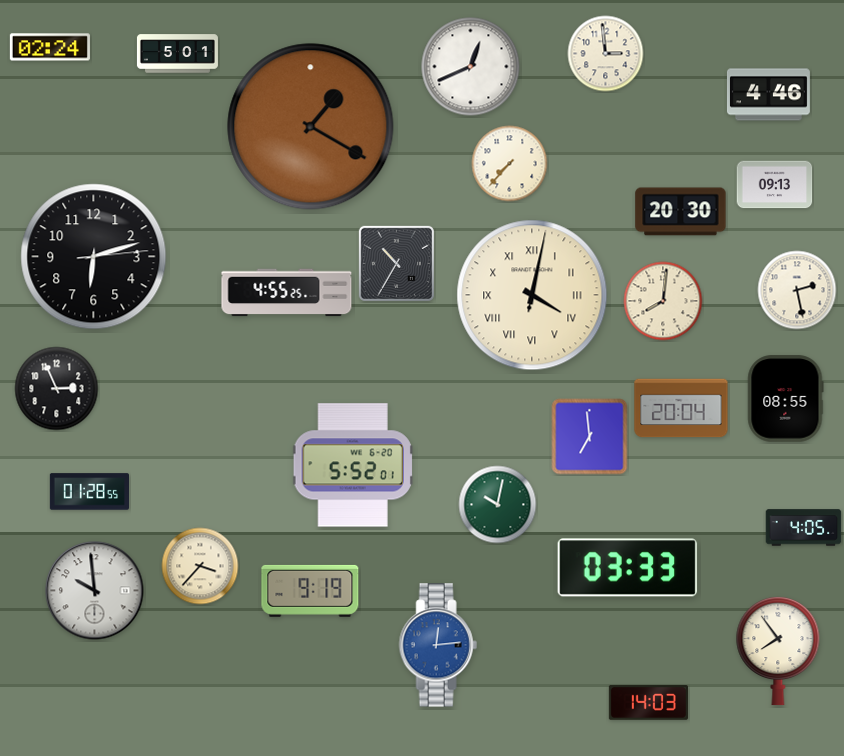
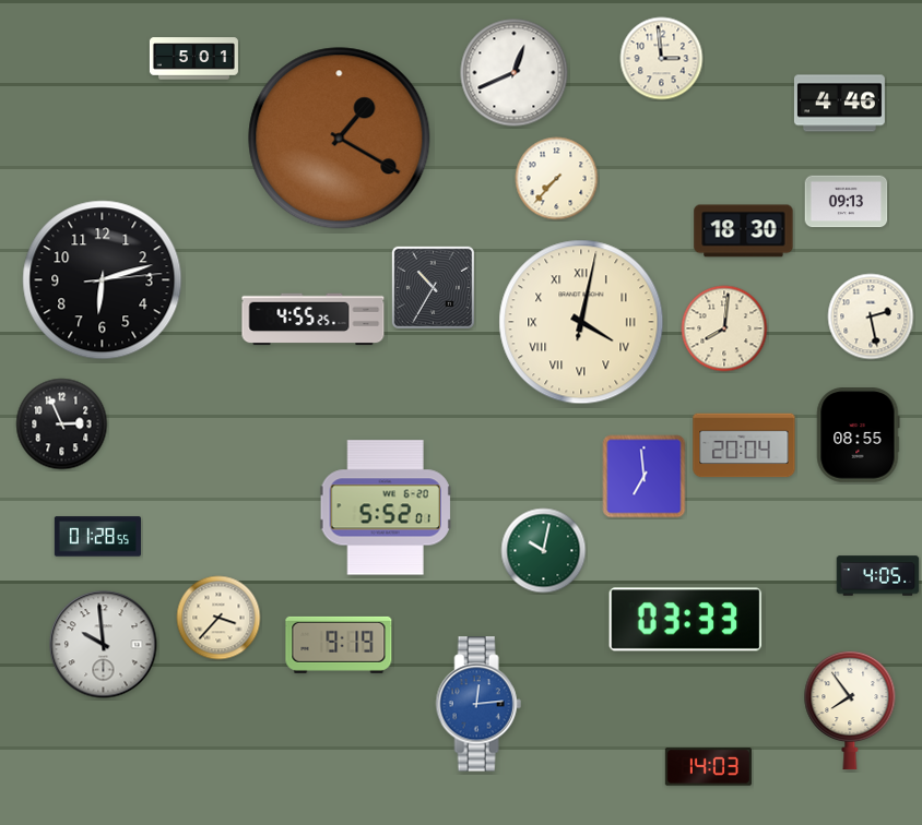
clock at (50, 47): 02:24 -> none
clock at (681, 212): 20:30 -> 18:30
